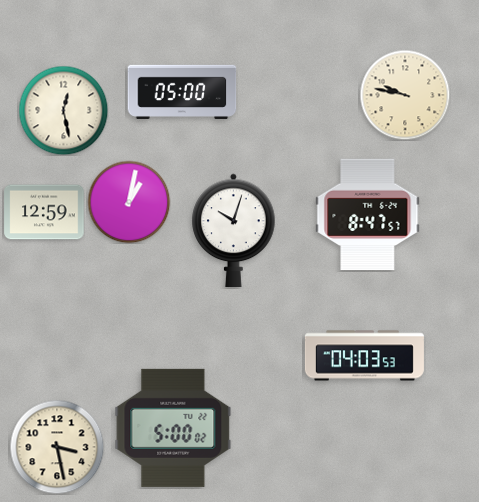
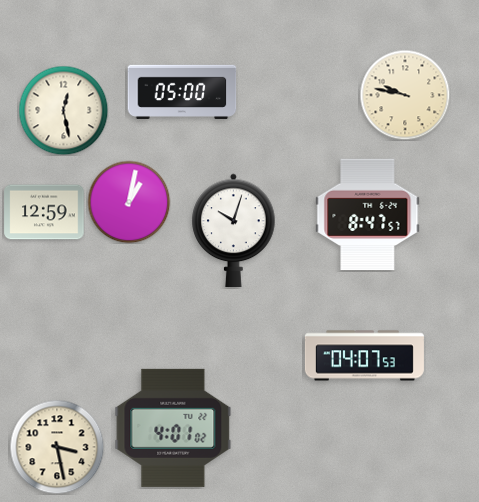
clock at (364, 356): 04:03 -> 04:07
clock at (173, 428): 5:00 -> 4:01
